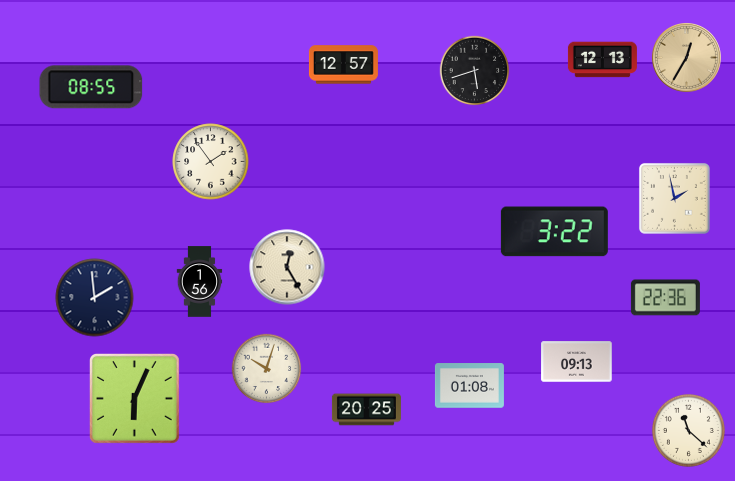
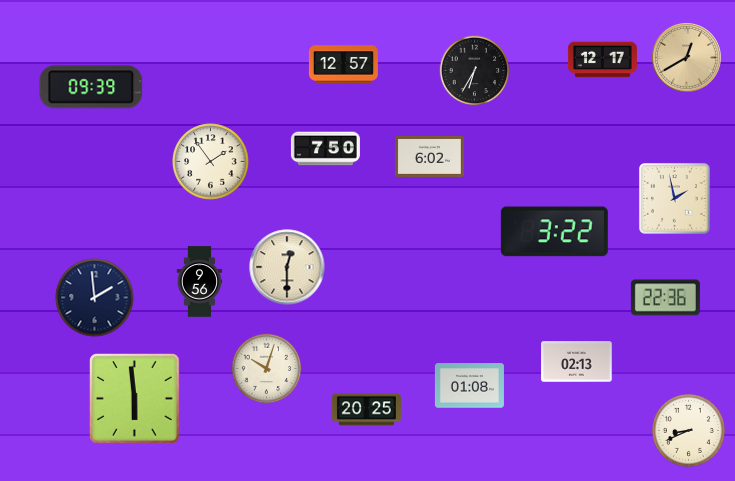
clock at (687, 58): 12:35 -> 12:40
clock at (602, 60): 12:13 -> 12:17
clock at (475, 71): 5:42 -> 6:35
clock at (91, 87): 08:55 -> 09:39
clock at (325, 149): none -> 7:50
clock at (429, 156): none -> 6:02
clock at (287, 267): 12:25 -> 12:30
clock at (200, 282): 1:56 -> 9:56
clock at (577, 362): 09:13 -> 02:13
clock at (134, 398): 6:04 -> 5:59
clock at (688, 430): 11:22 -> 8:41
